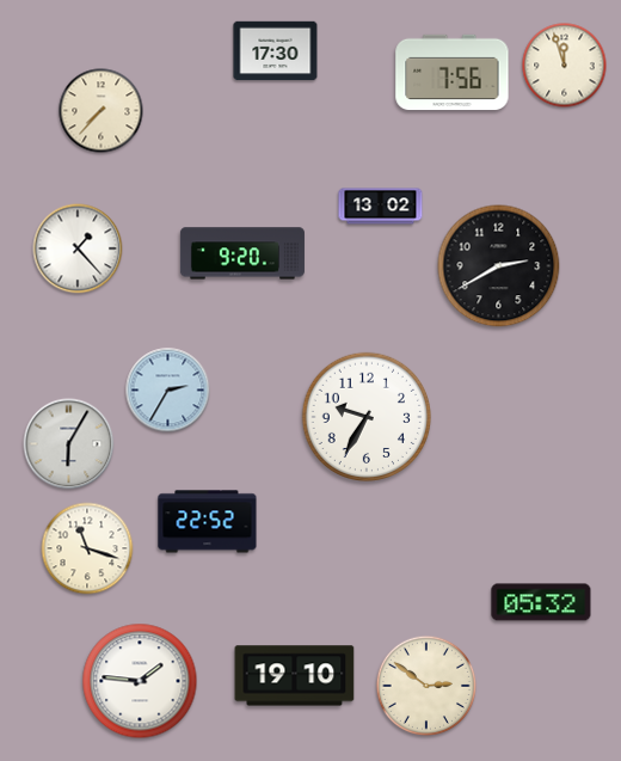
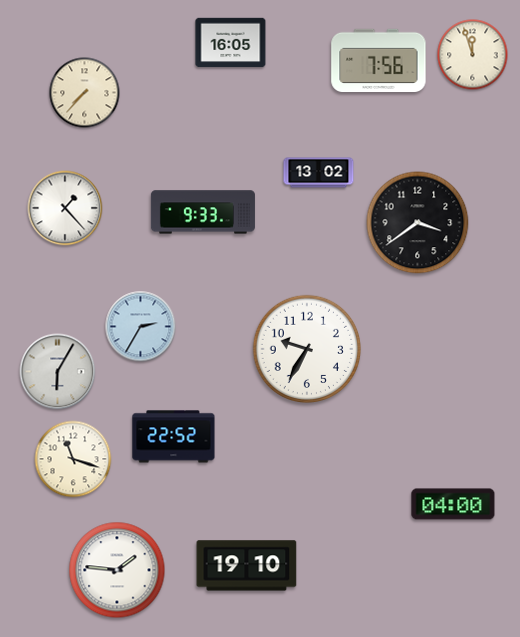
clock at (276, 51): 17:30 -> 16:05
clock at (242, 253): 9:20 -> 9:33
clock at (499, 266): 2:40 -> 3:39
clock at (541, 602): 05:32 -> 04:00
clock at (426, 686): 2:51 -> none
